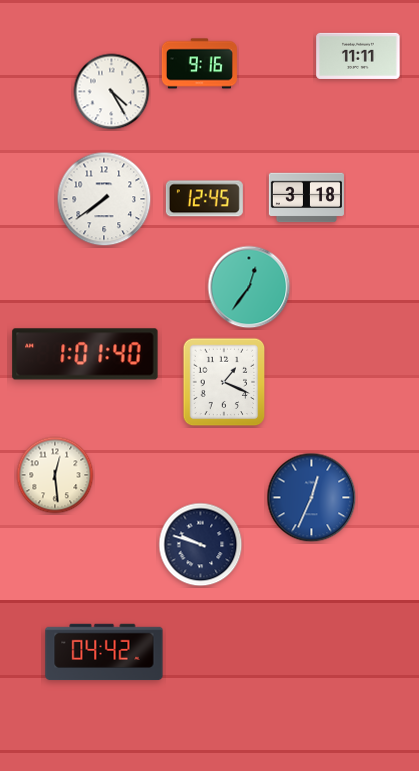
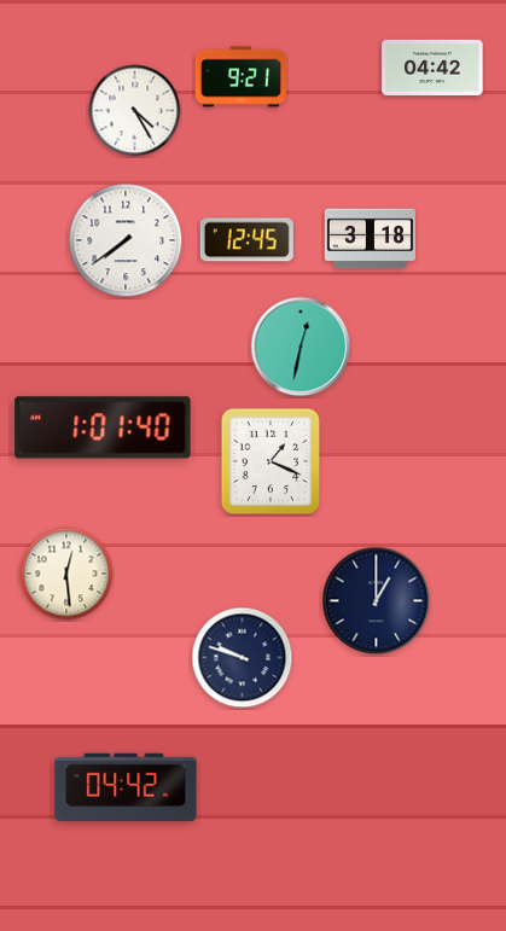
clock at (358, 56): 11:11 -> 04:42
clock at (199, 64): 9:16 -> 9:21
clock at (249, 287): 12:36 -> 12:32
clock at (312, 498): 12:34 -> 1:00
clock at (312, 498) dial: blue -> navy
